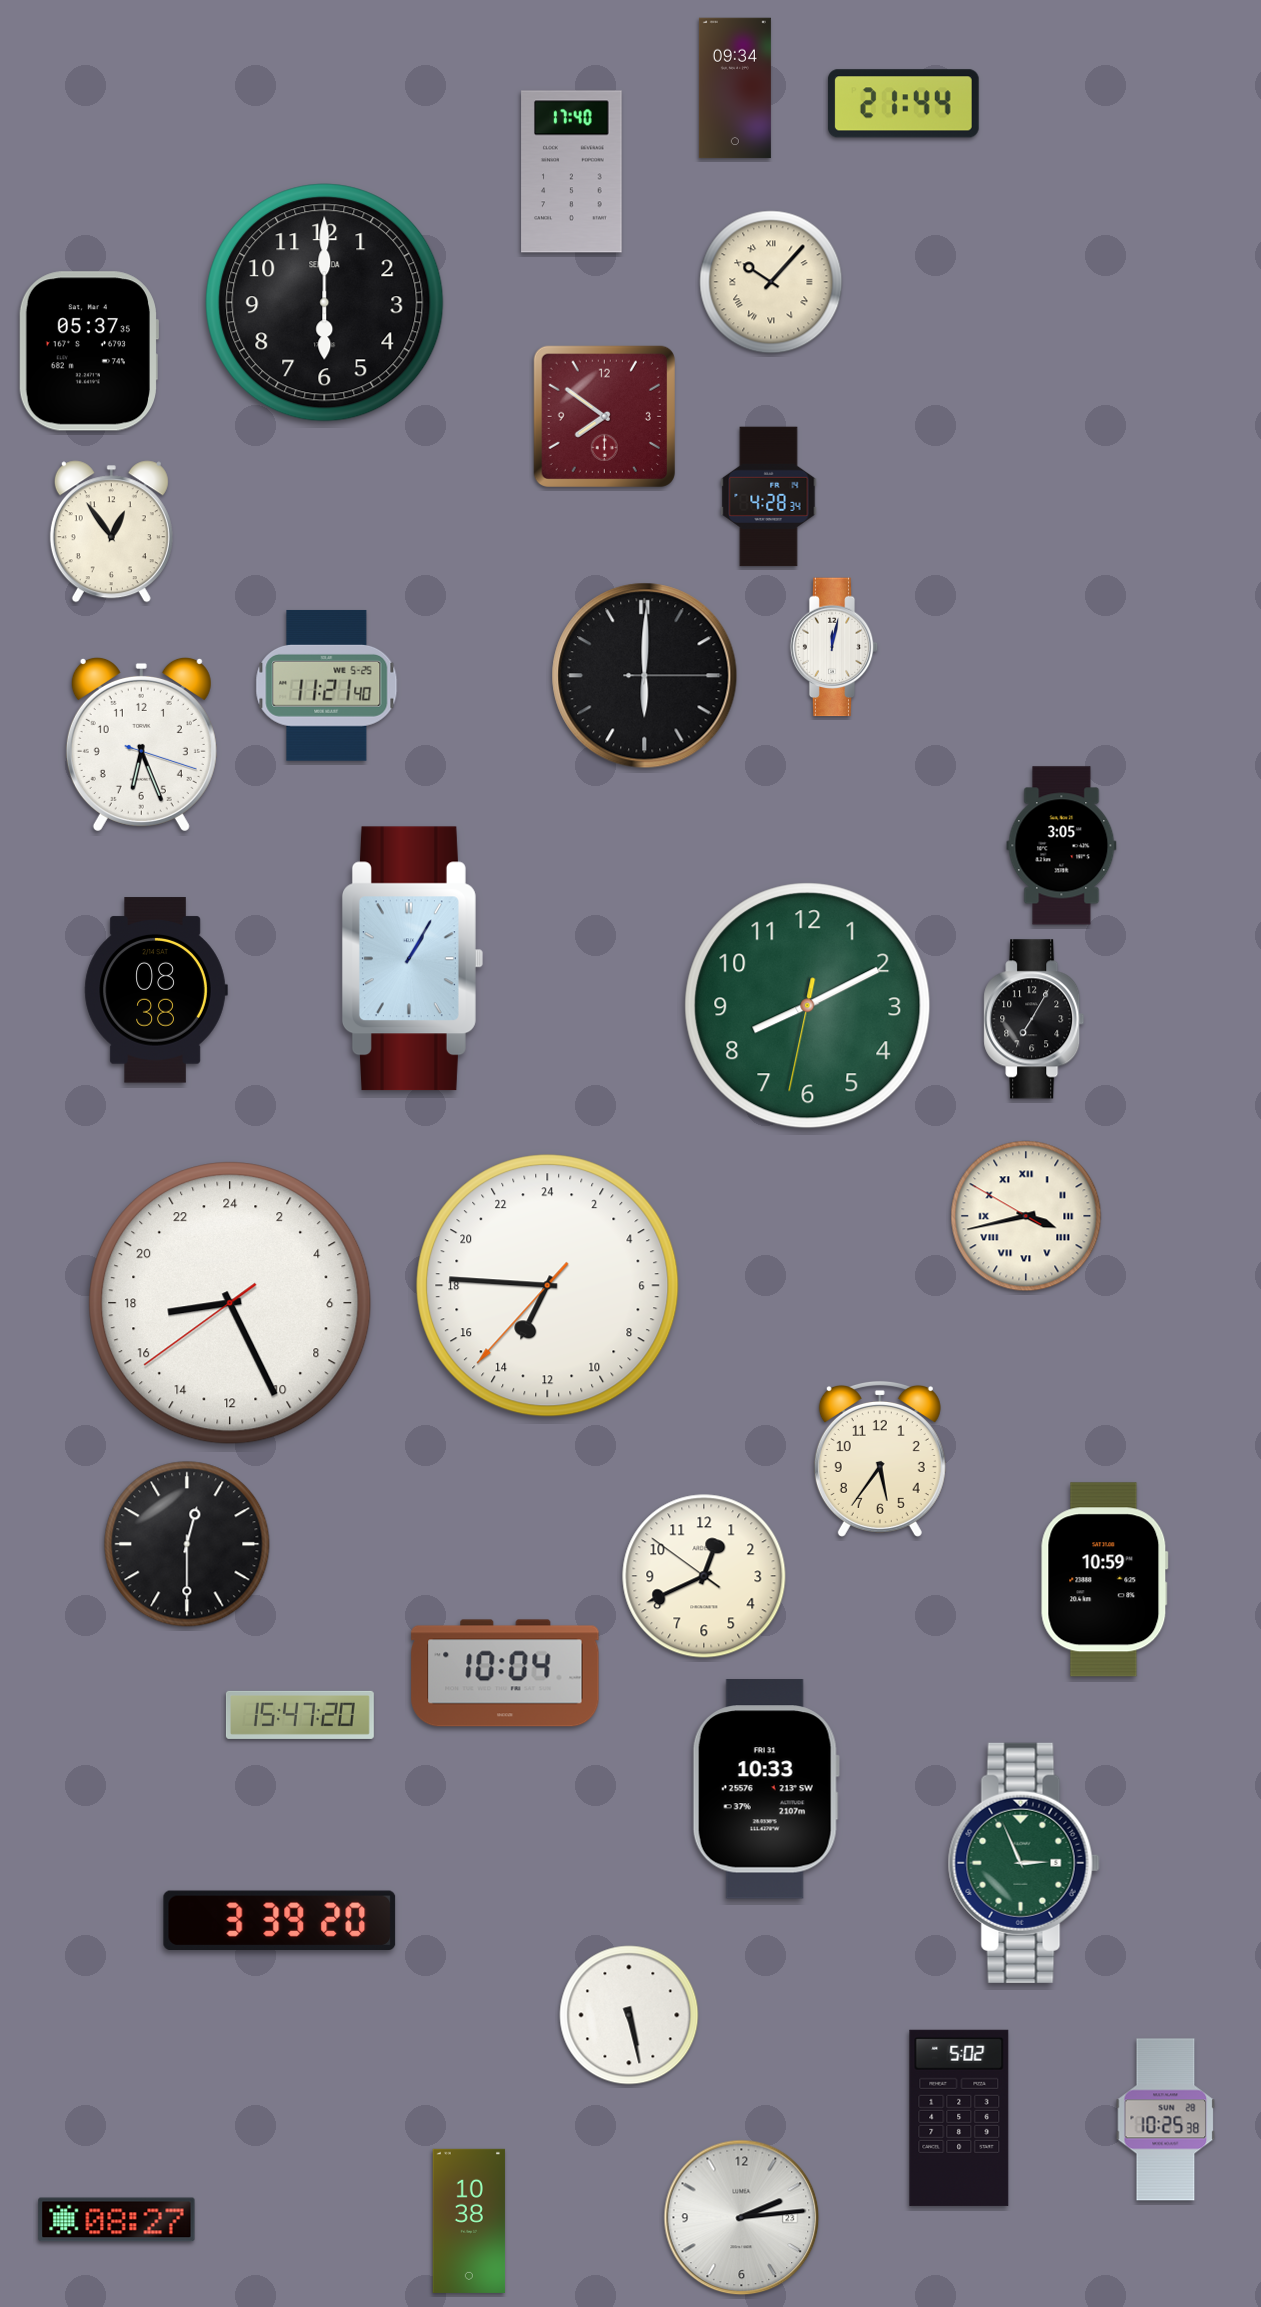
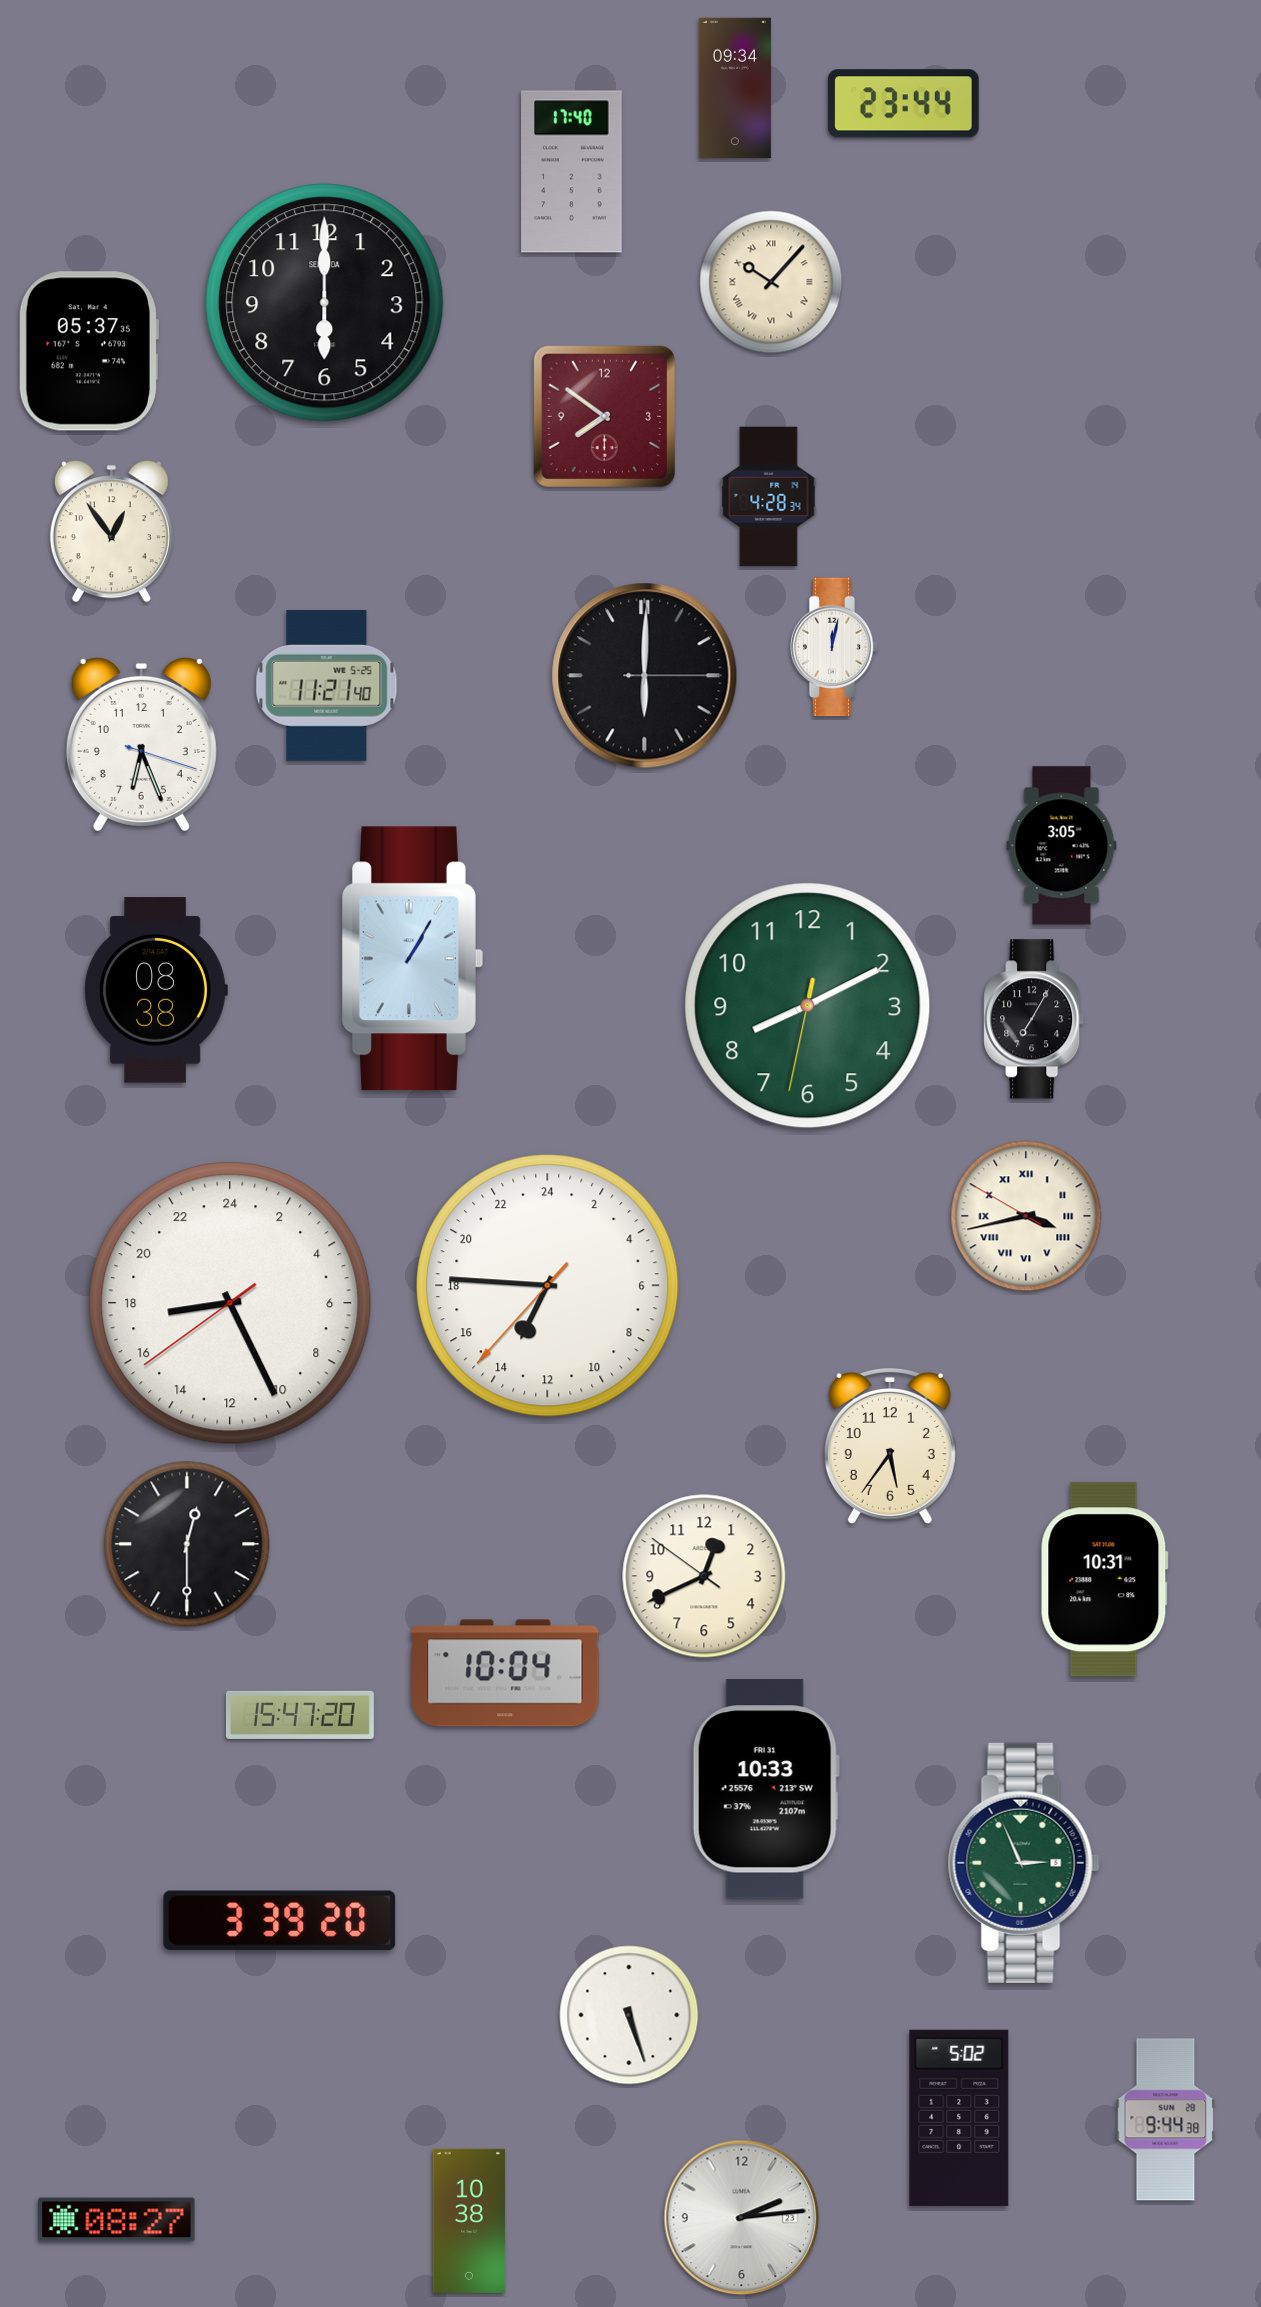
clock at (903, 104): 21:44 -> 23:44
clock at (880, 1459) position: (880, 1459) -> (890, 1446)
clock at (1104, 1580): 10:59 -> 10:31
clock at (629, 2015): 5:28 -> 5:27
clock at (1166, 2120): 10:25 -> 9:44
